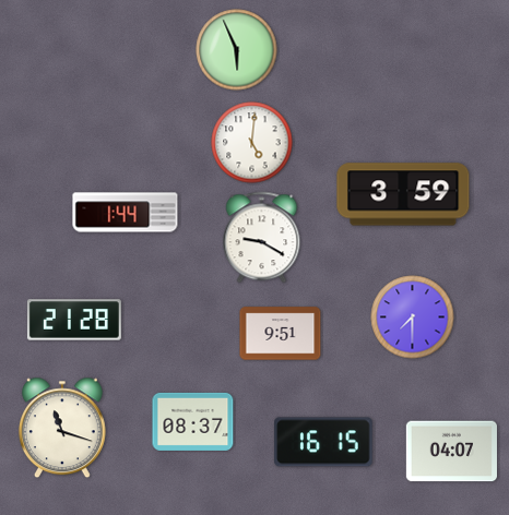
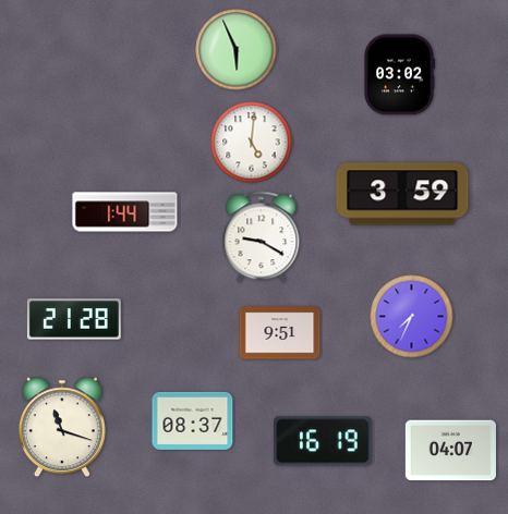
clock at (399, 75): none -> 03:02
clock at (413, 318): 7:30 -> 7:34
clock at (323, 442): 16:15 -> 16:19
